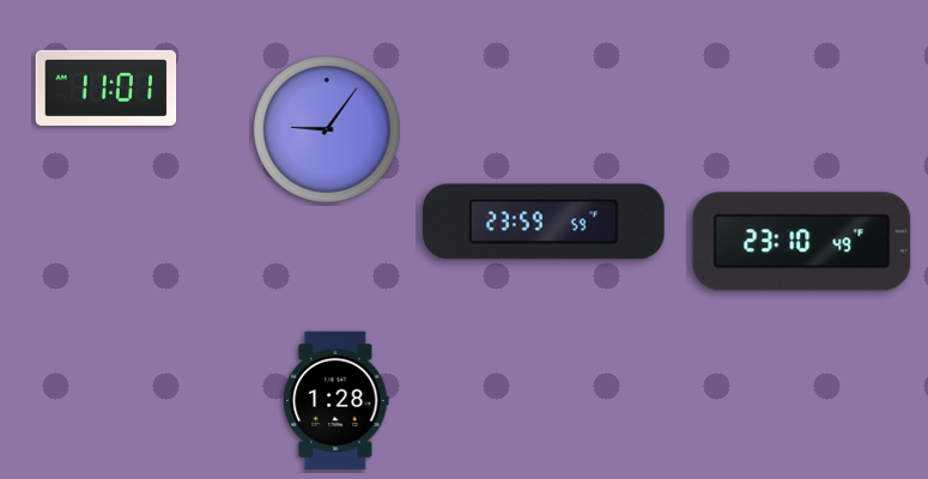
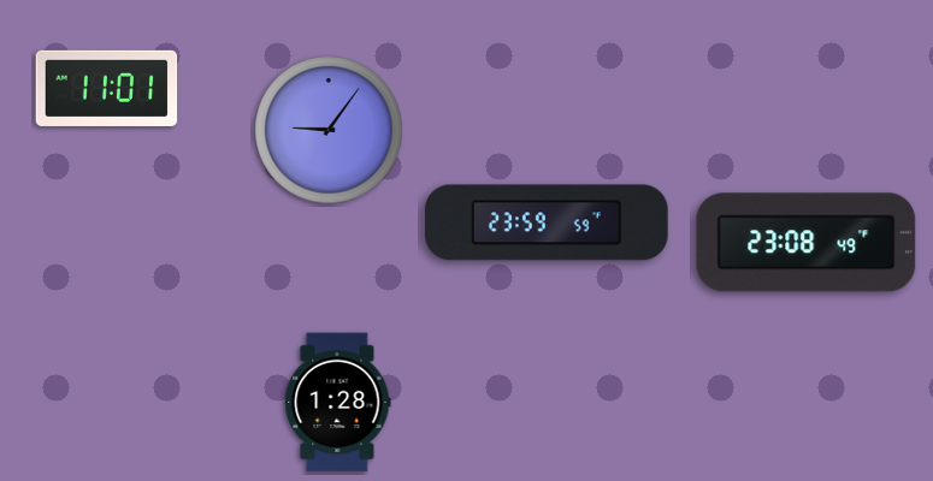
clock at (802, 242): 23:10 -> 23:08
